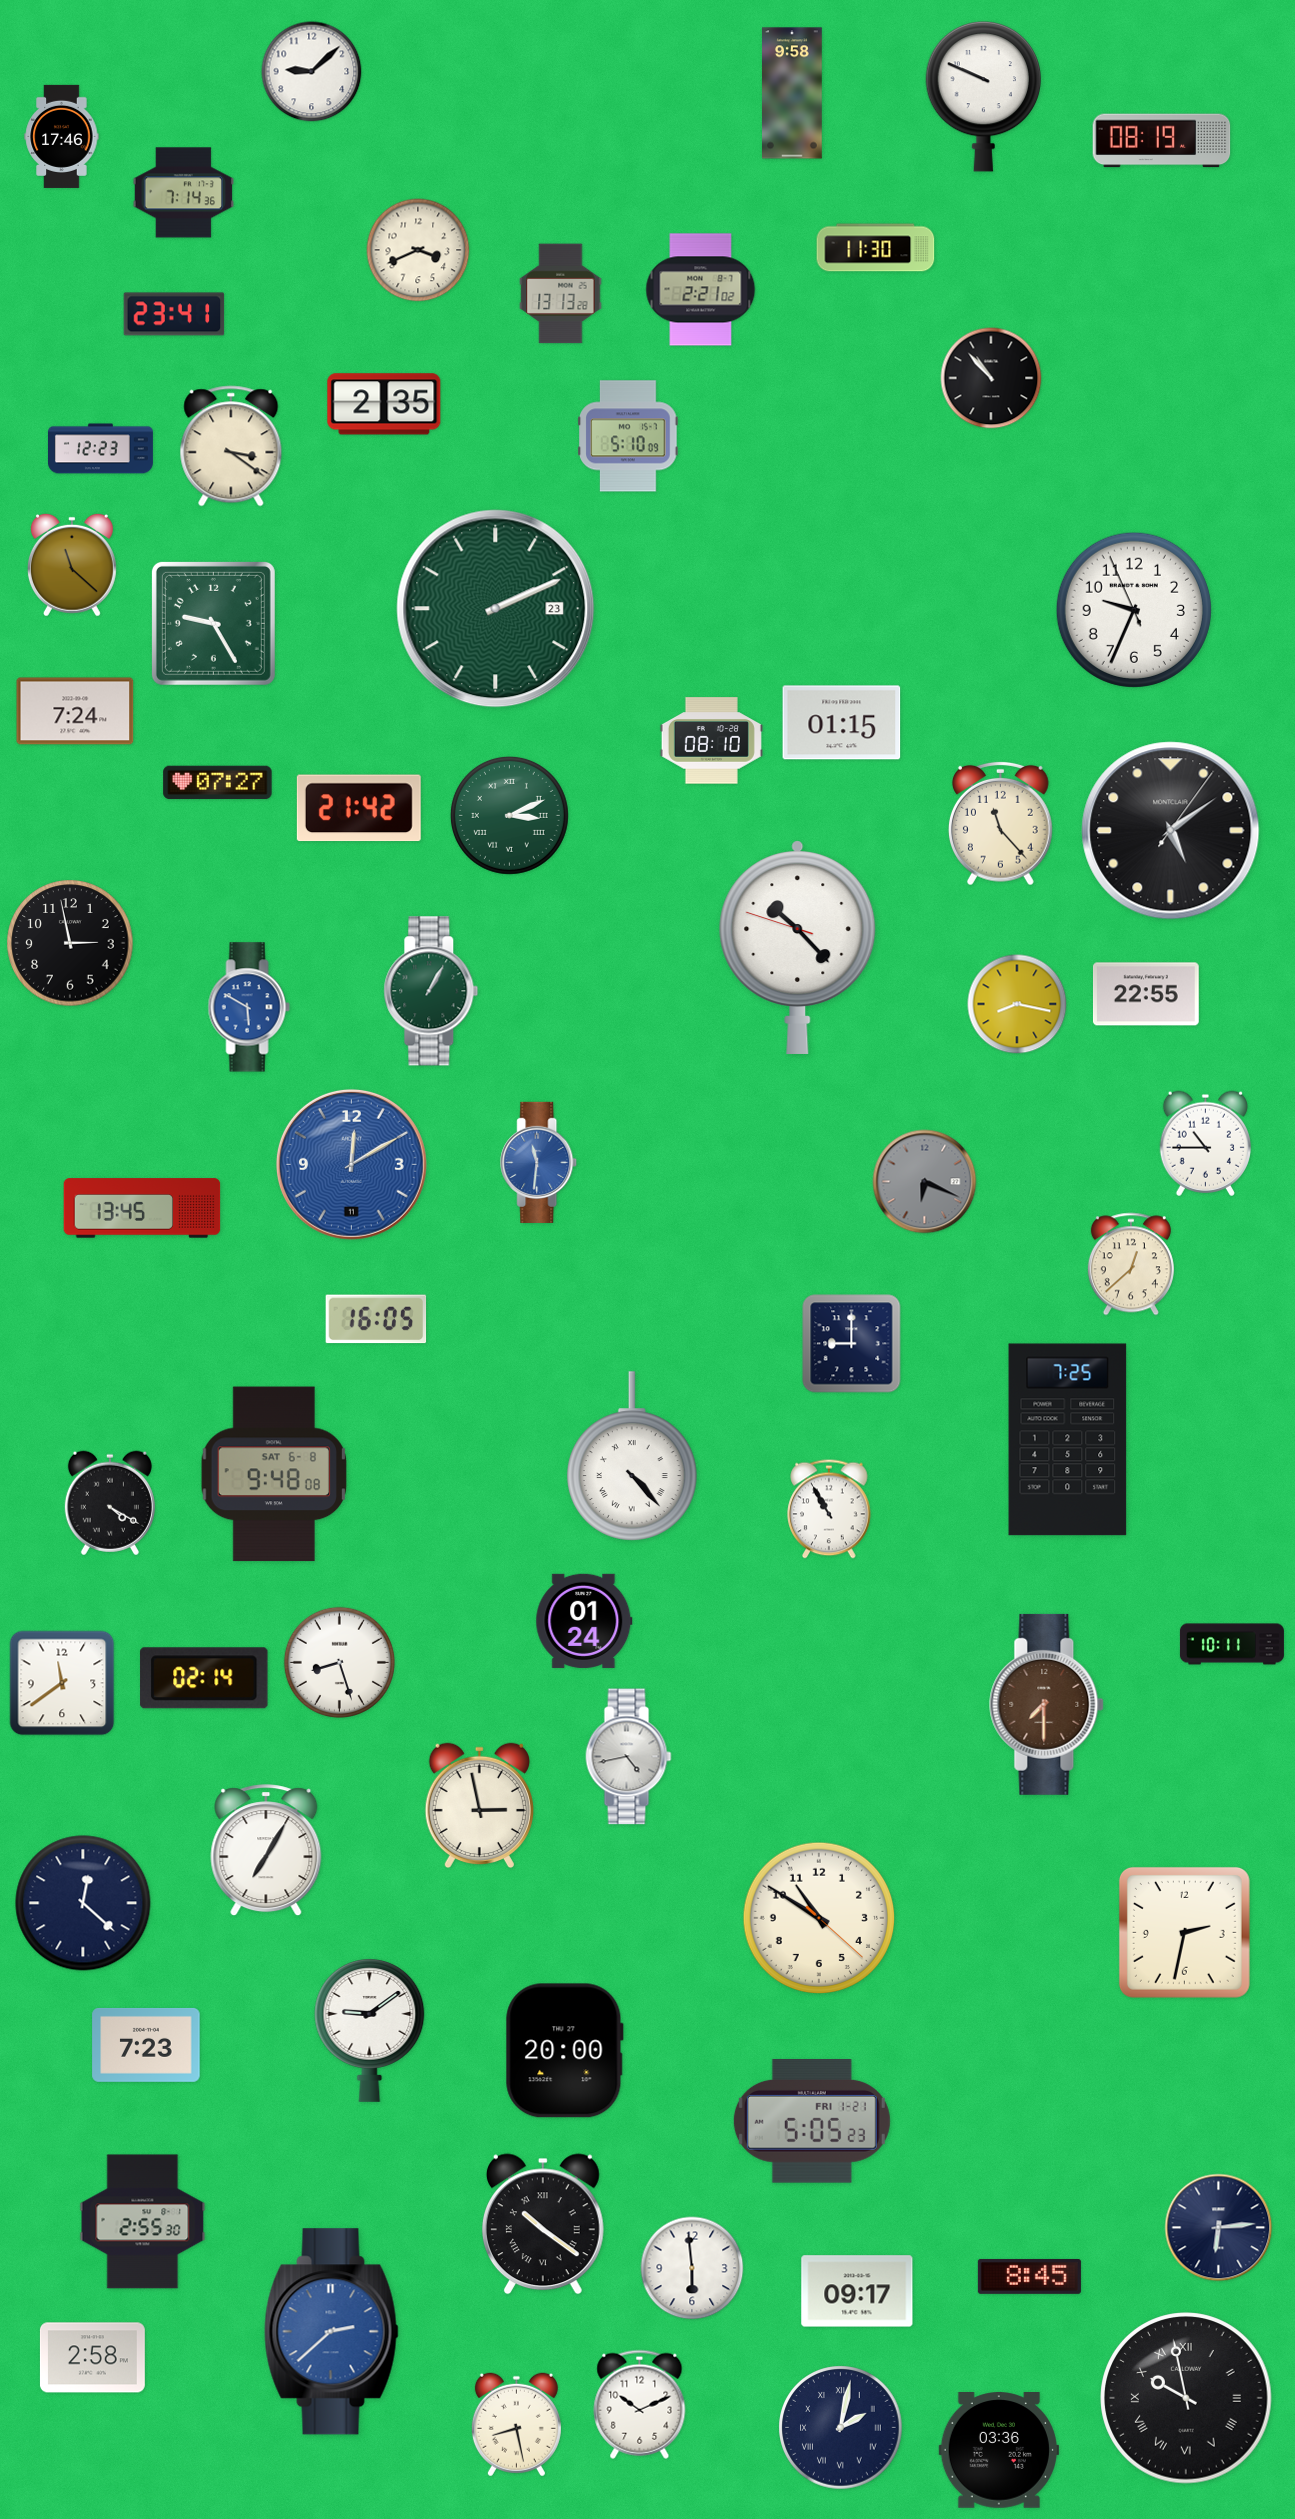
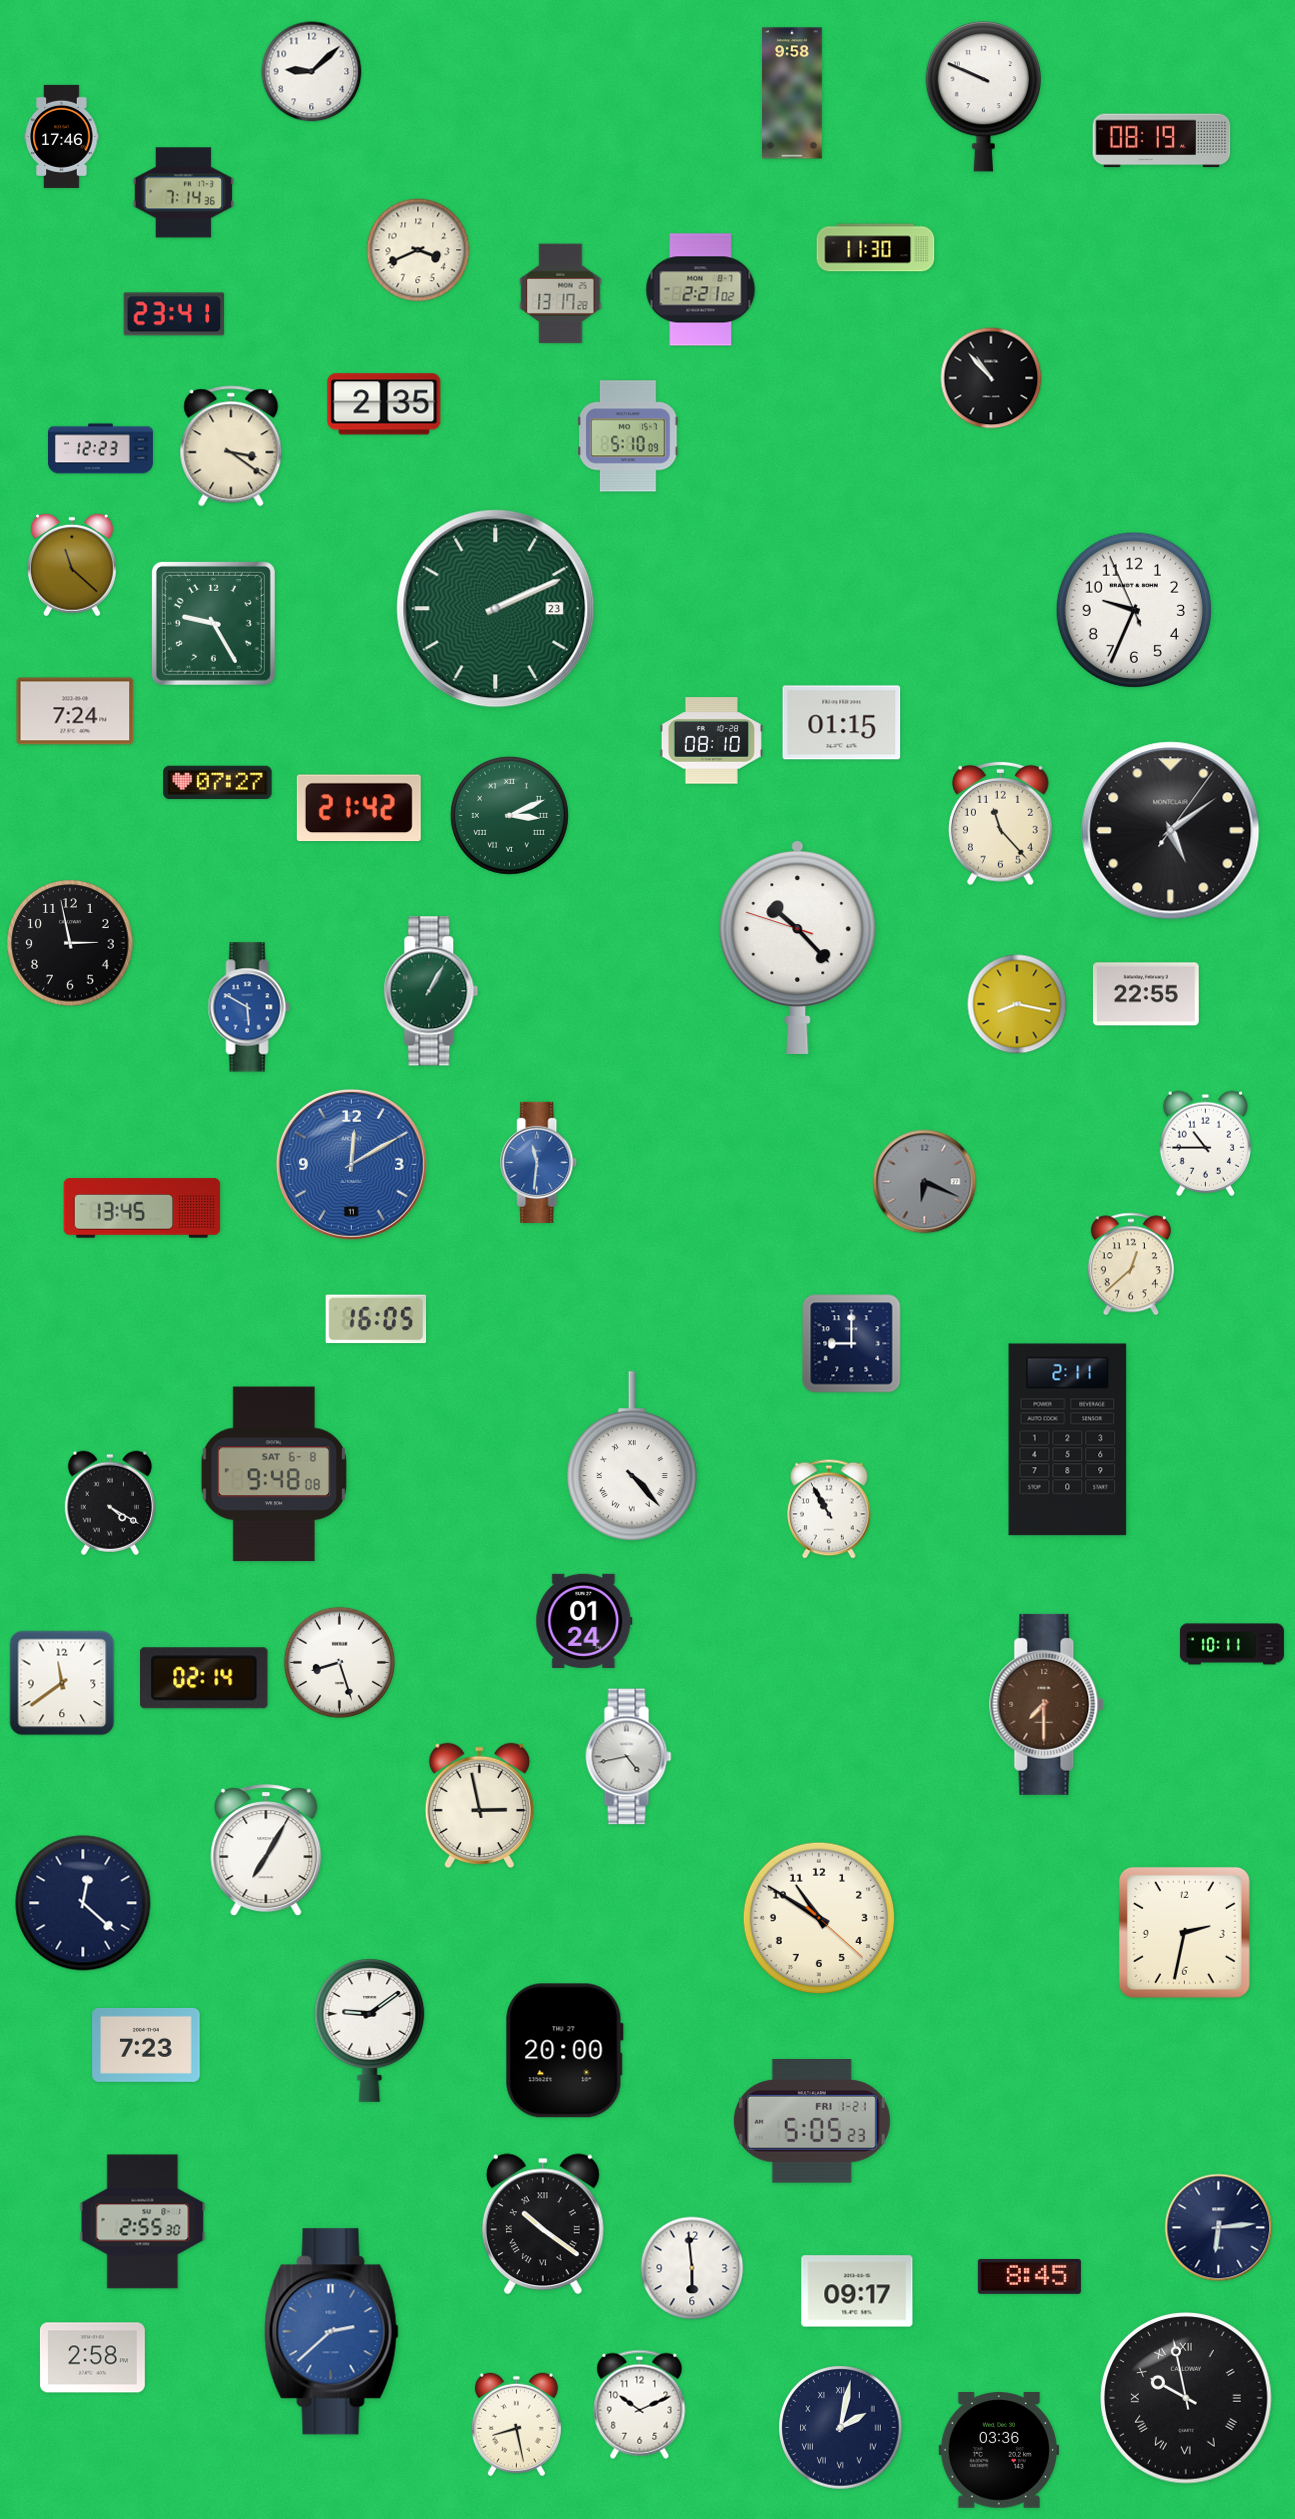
clock at (561, 294): 13:13 -> 13:17
clock at (1068, 1440): 7:25 -> 2:11
